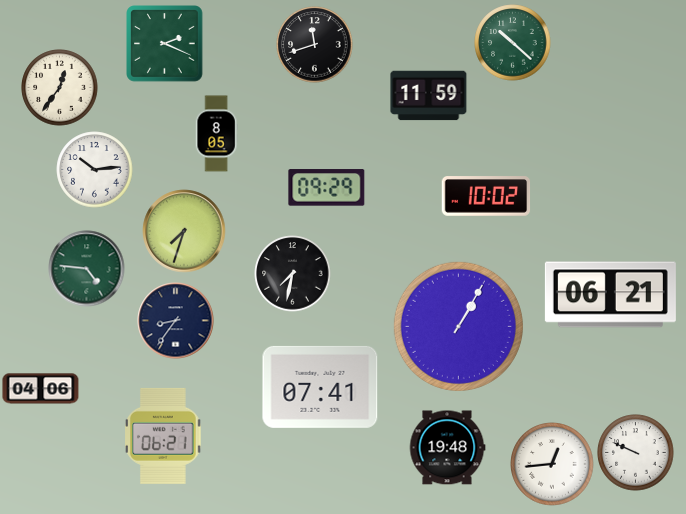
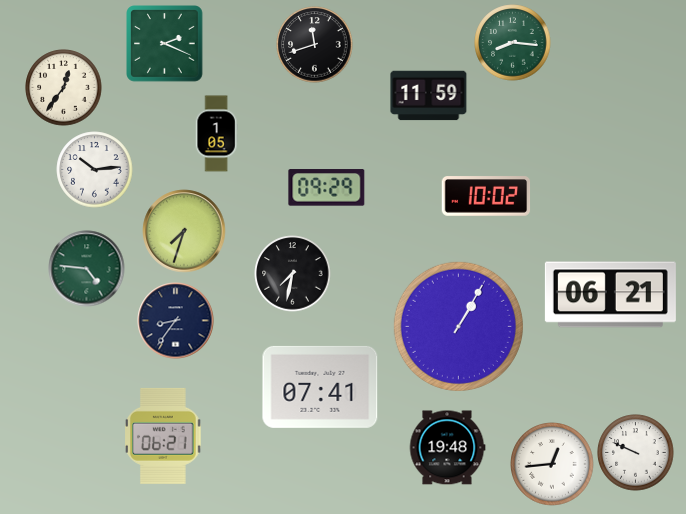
clock at (513, 43): 10:22 -> 8:16
clock at (60, 88) position: (60, 88) -> (64, 88)
clock at (216, 134): 8:05 -> 1:05
clock at (41, 389): 04:06 -> none
